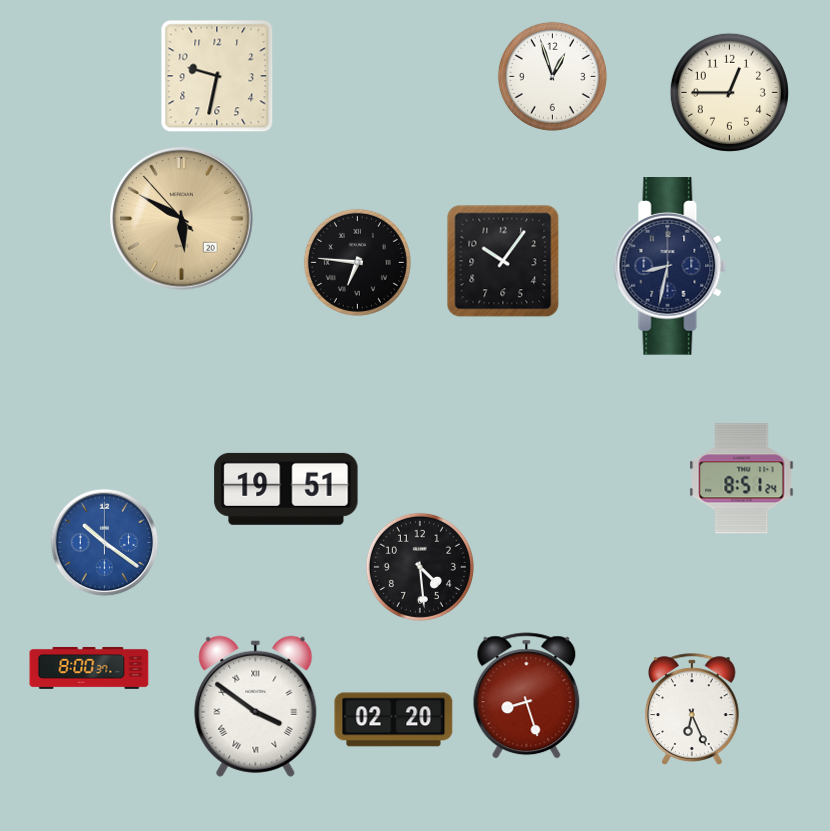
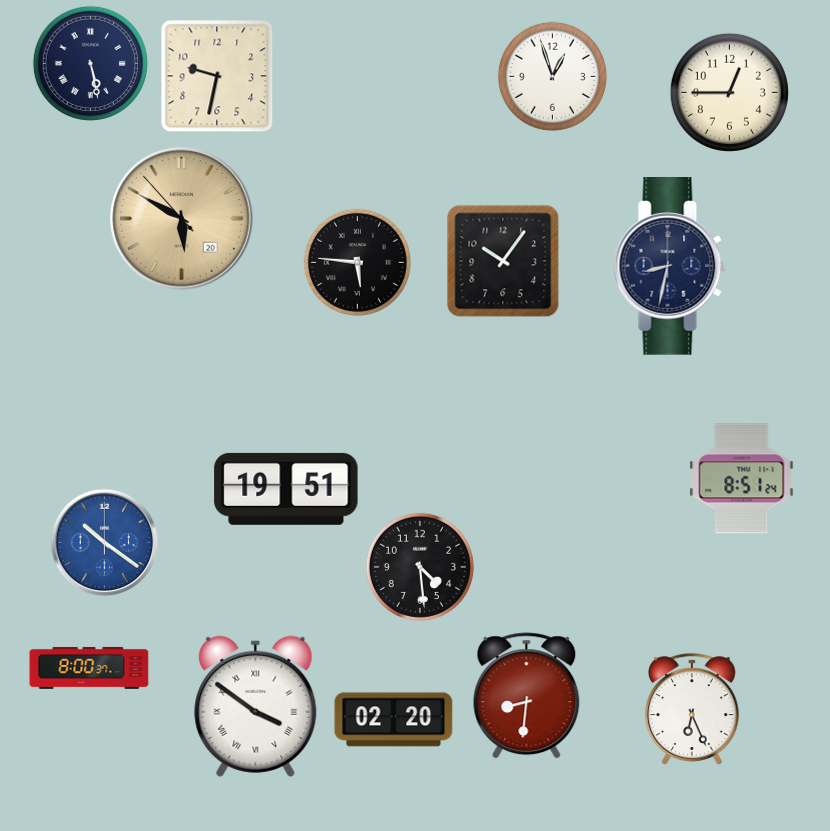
clock at (90, 63): none -> 5:28
clock at (357, 262): 6:46 -> 5:46
clock at (527, 696): 8:27 -> 8:31
